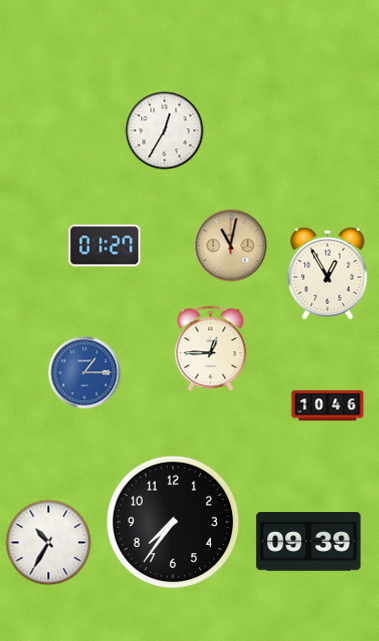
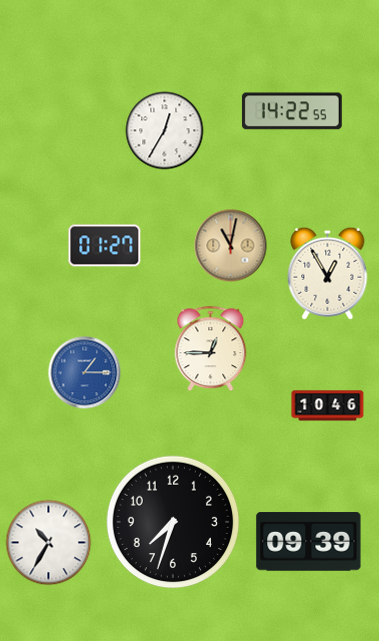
clock at (292, 111): none -> 14:22
clock at (173, 522): 7:36 -> 7:33
